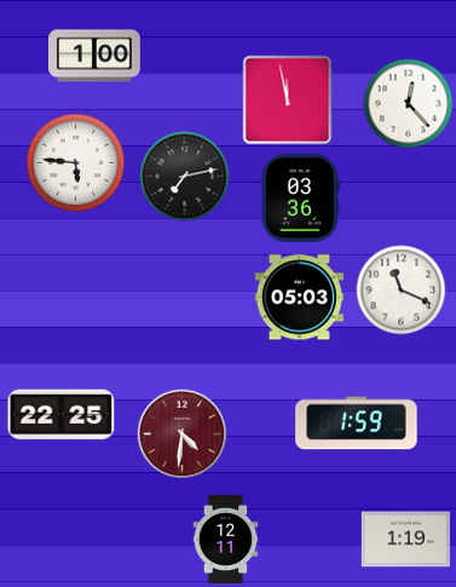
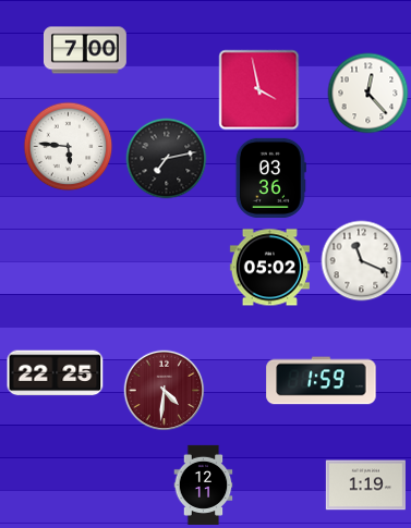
clock at (94, 56): 1:00 -> 7:00
clock at (288, 100): 11:58 -> 3:58
clock at (299, 298): 05:03 -> 05:02
